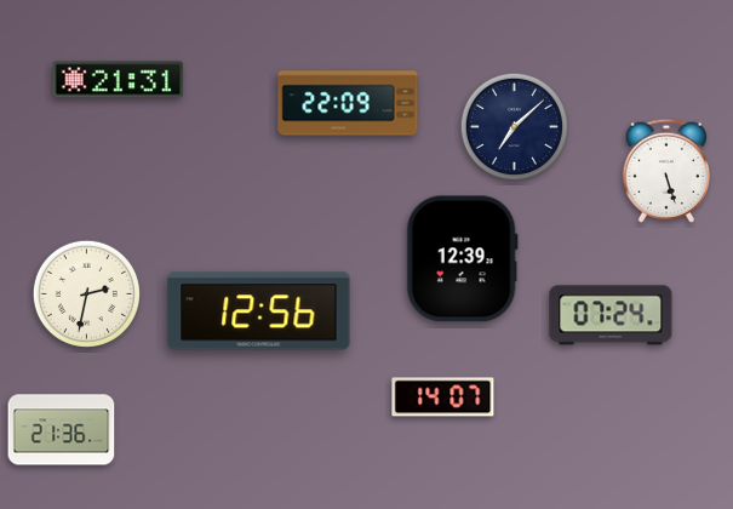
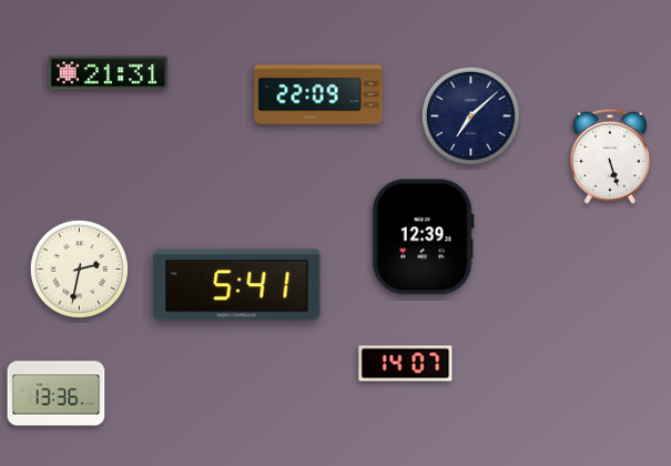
clock at (259, 311): 12:56 -> 5:41
clock at (611, 315): 07:24 -> none
clock at (62, 430): 21:36 -> 13:36
